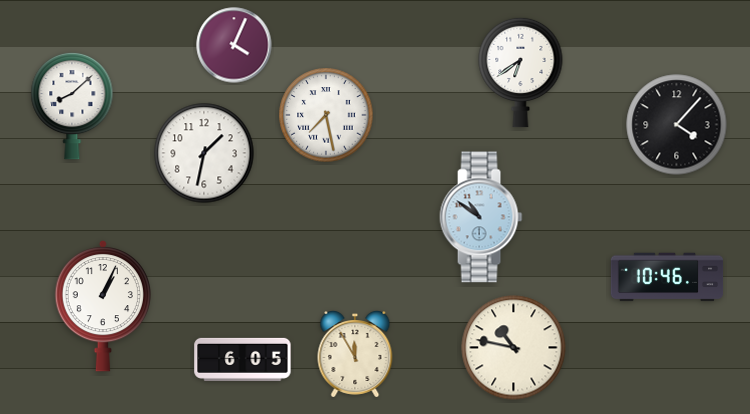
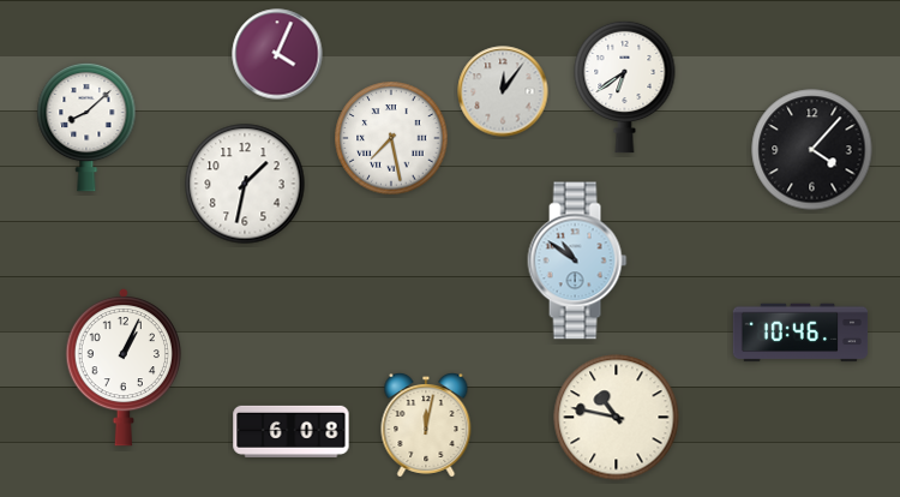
clock at (234, 45) position: (234, 45) -> (277, 54)
clock at (503, 91): none -> 12:06
clock at (355, 355): 11:55 -> 12:02
clock at (243, 359): 6:05 -> 6:08
